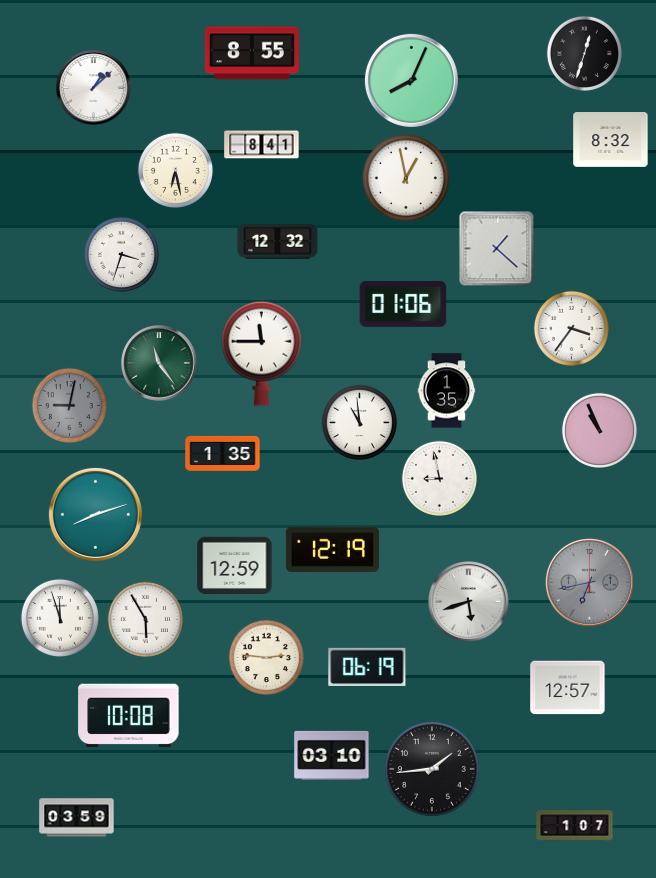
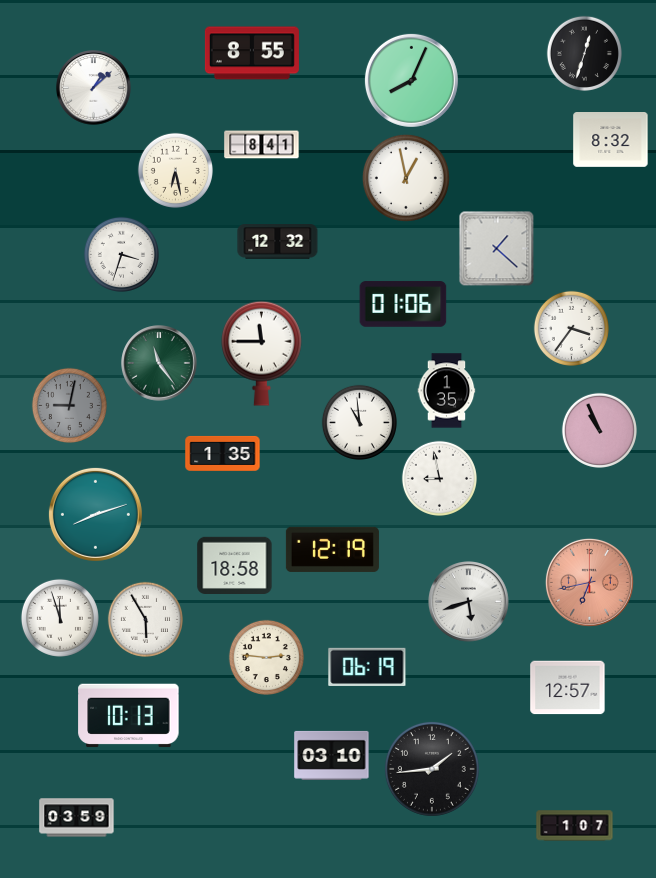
clock at (235, 565): 12:59 -> 18:58
clock at (589, 582) dial: grey -> salmon
clock at (129, 716): 10:08 -> 10:13
